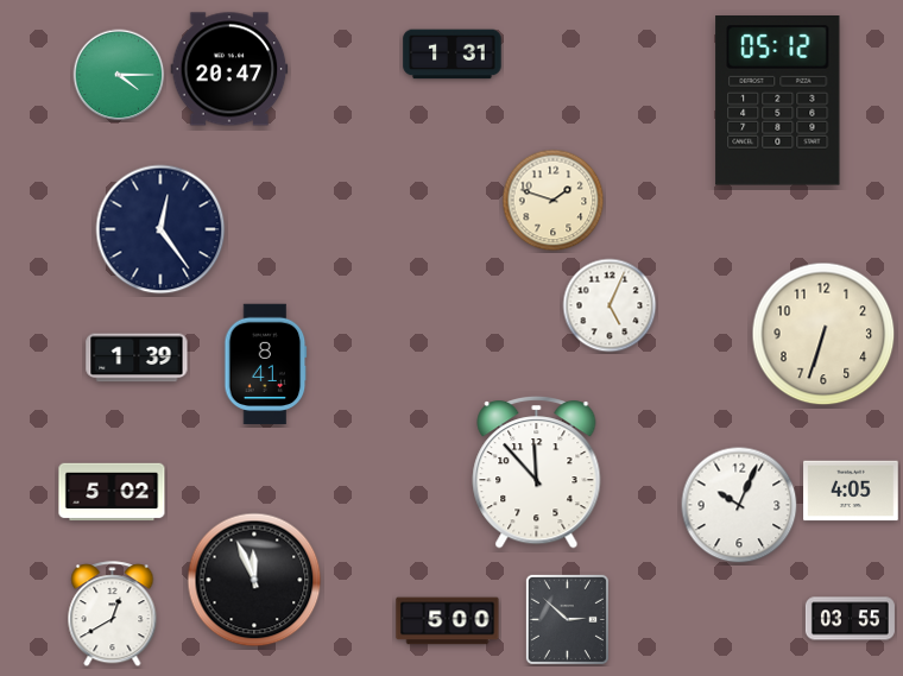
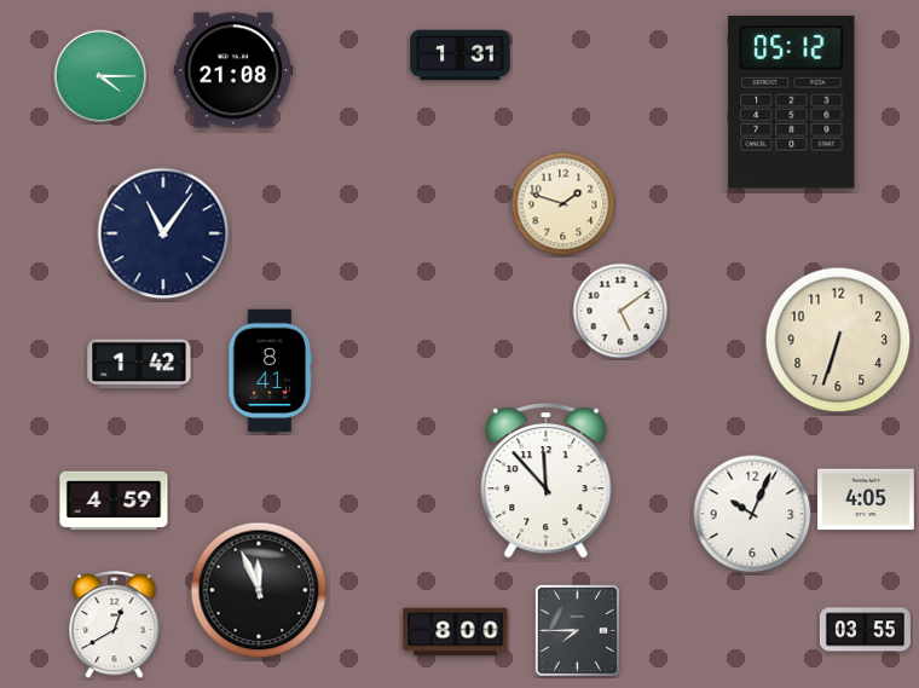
clock at (229, 69): 20:47 -> 21:08
clock at (119, 75) position: (119, 75) -> (100, 76)
clock at (160, 229): 12:24 -> 11:06
clock at (610, 305): 5:04 -> 5:09
clock at (137, 358): 1:39 -> 1:42
clock at (112, 492): 5:02 -> 4:59
clock at (567, 619): 2:52 -> 7:45
clock at (448, 621): 5:00 -> 8:00
